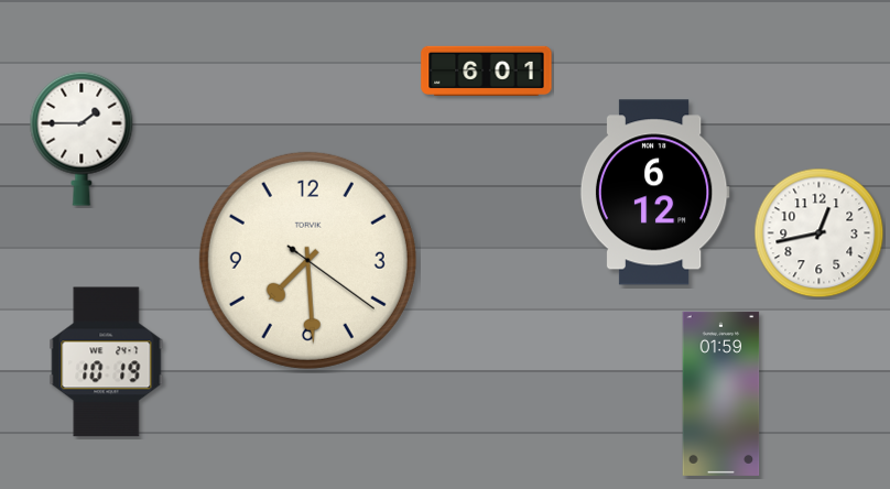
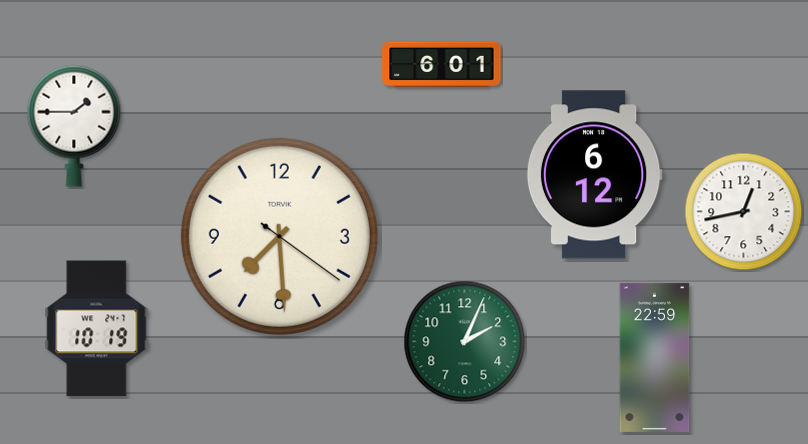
clock at (465, 342): none -> 2:04
clock at (721, 393): 01:59 -> 22:59
